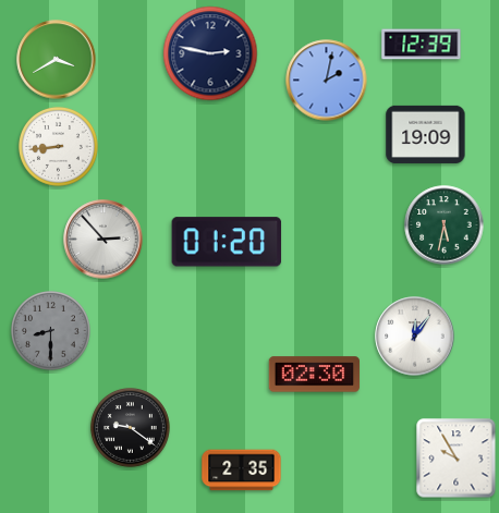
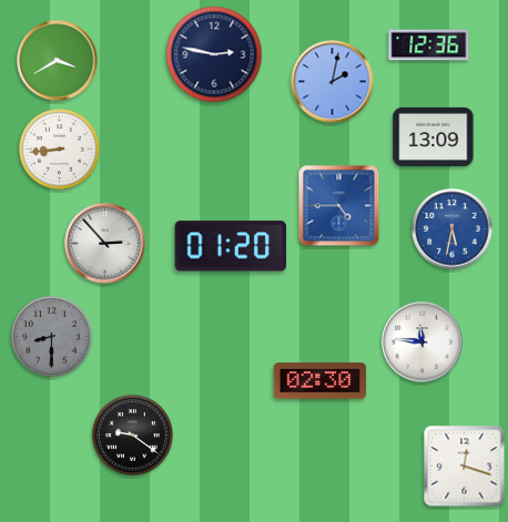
clock at (422, 45): 12:39 -> 12:36
clock at (426, 134): 19:09 -> 13:09
clock at (339, 206): none -> 4:45
clock at (445, 225) dial: green -> blue
clock at (415, 337): 12:06 -> 11:46
clock at (457, 459): 9:55 -> 12:18
clock at (242, 471): 2:35 -> none
